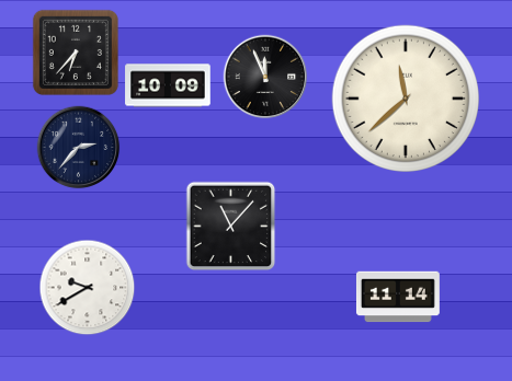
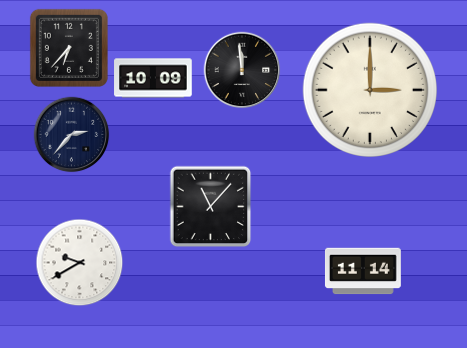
clock at (265, 77): 11:56 -> 11:59
clock at (405, 97): 11:38 -> 3:00
